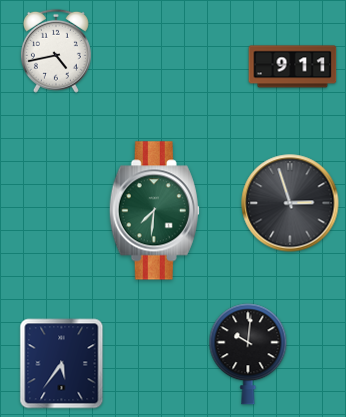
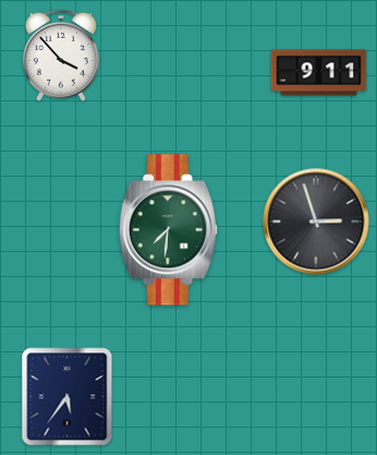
clock at (56, 51): 4:43 -> 3:53
clock at (248, 354): 10:01 -> none
